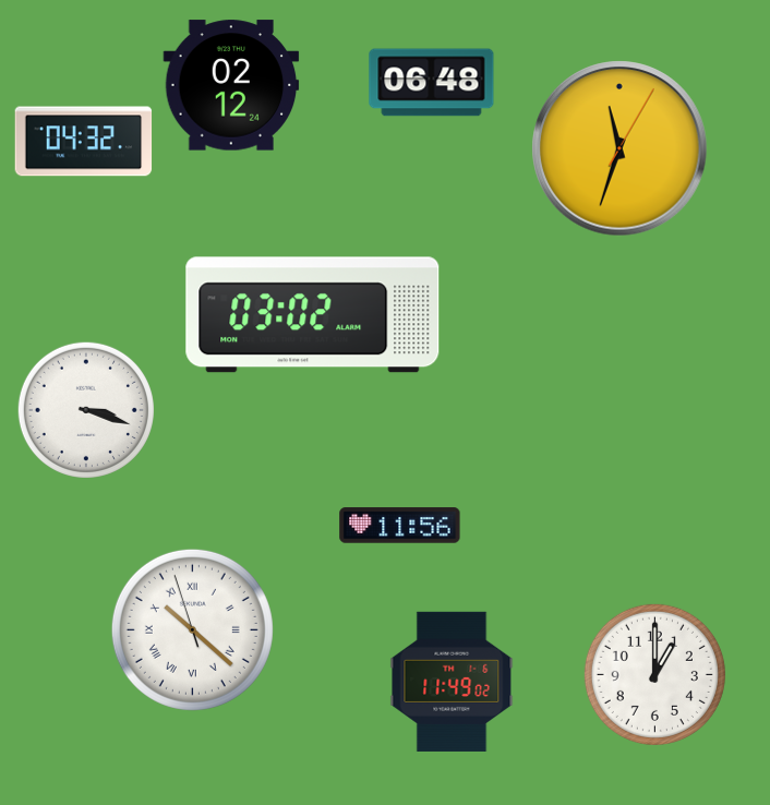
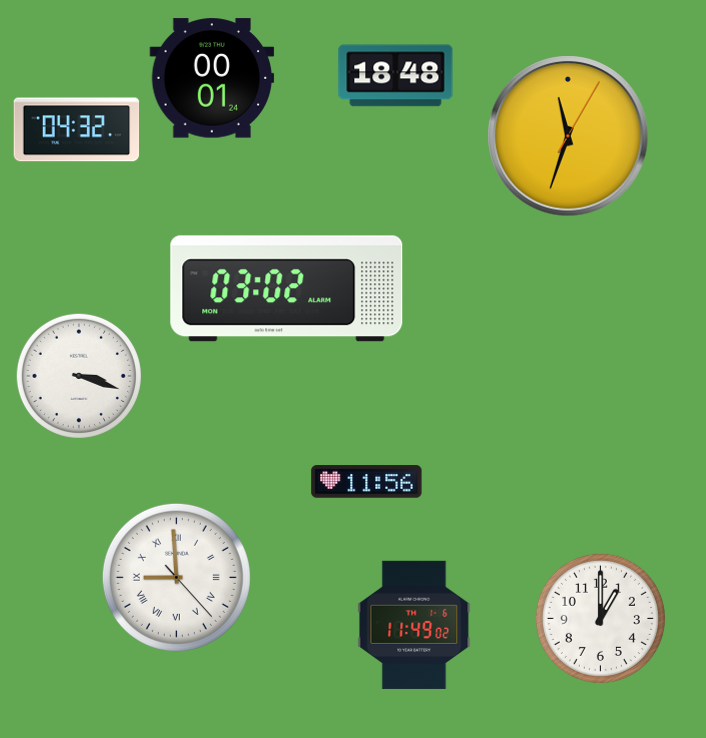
clock at (432, 83): 06:48 -> 18:48
clock at (231, 85): 02:12 -> 00:01
clock at (192, 629): 10:21 -> 8:59
